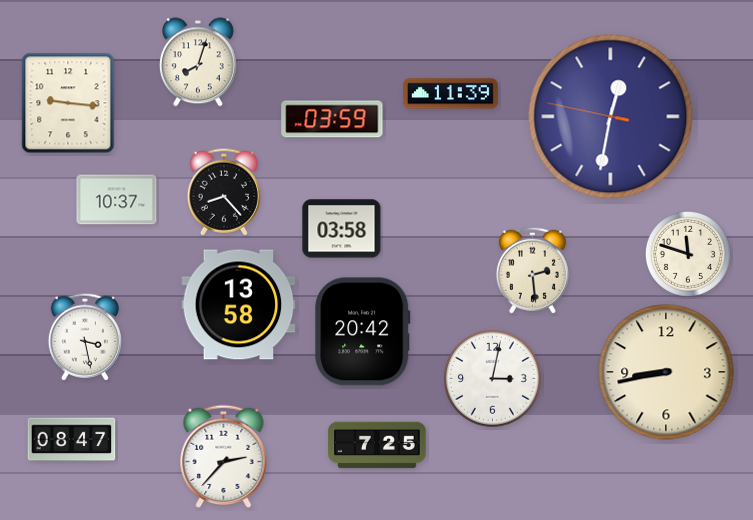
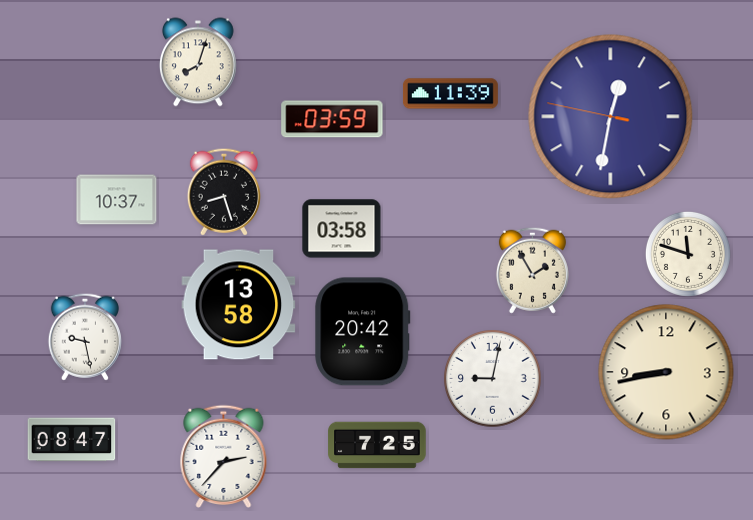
clock at (68, 103): 9:16 -> none
clock at (224, 192): 8:23 -> 8:27
clock at (532, 270): 2:29 -> 1:55
clock at (85, 337): 3:28 -> 9:28
clock at (493, 379): 3:02 -> 9:02
